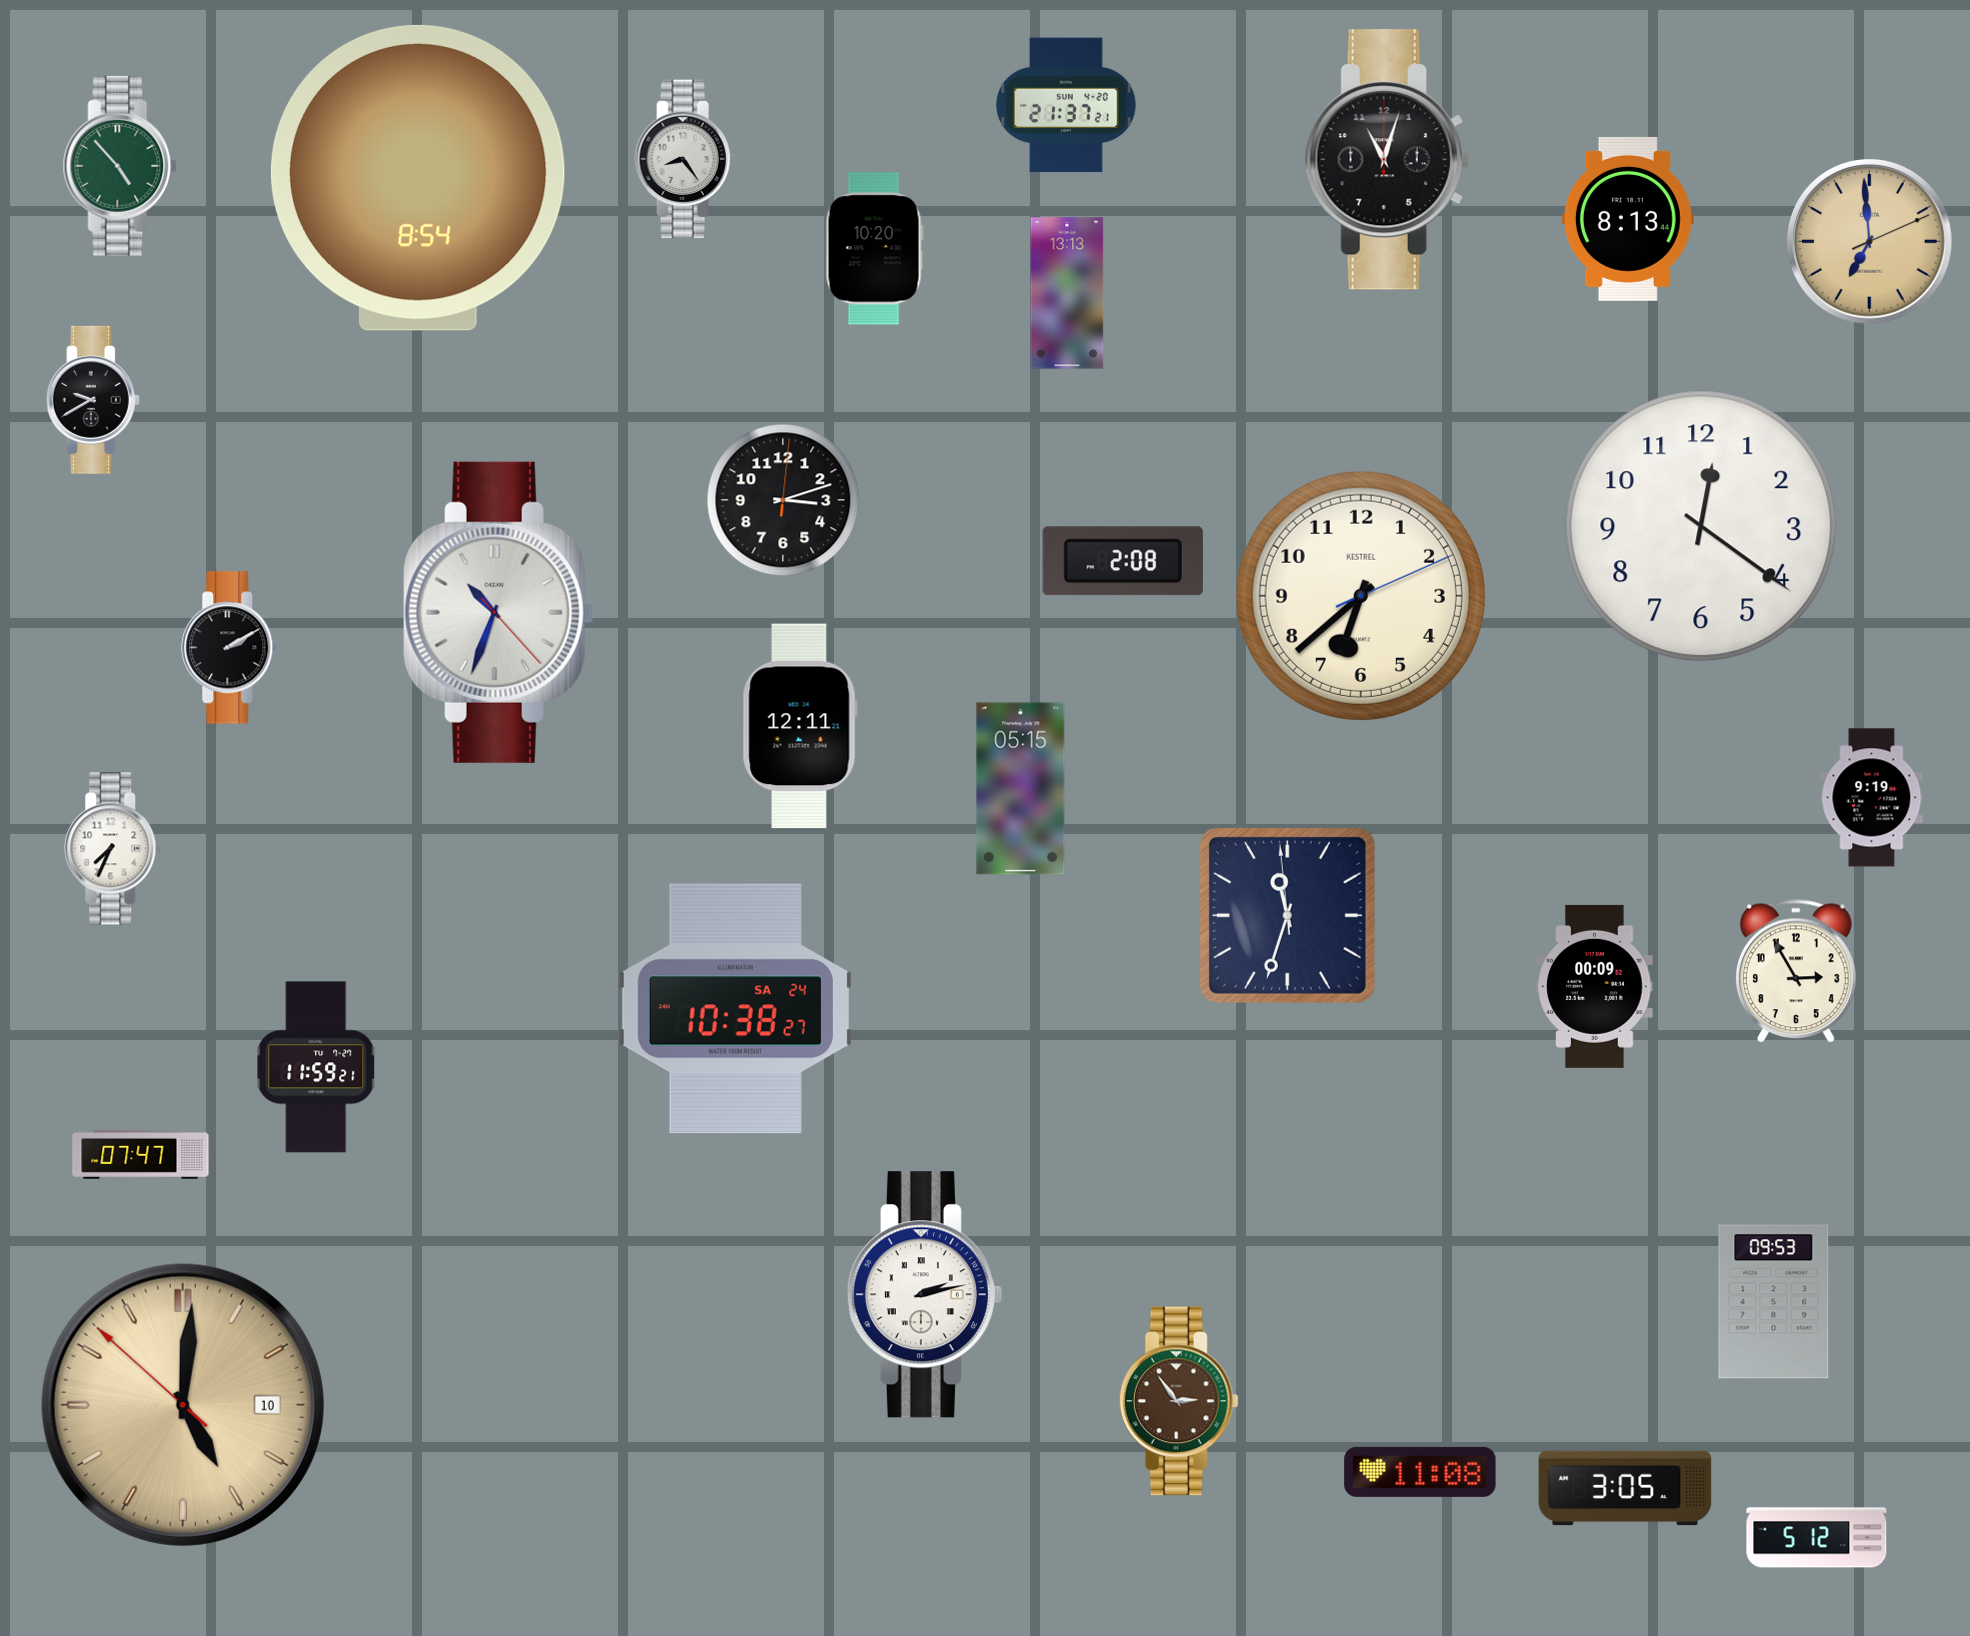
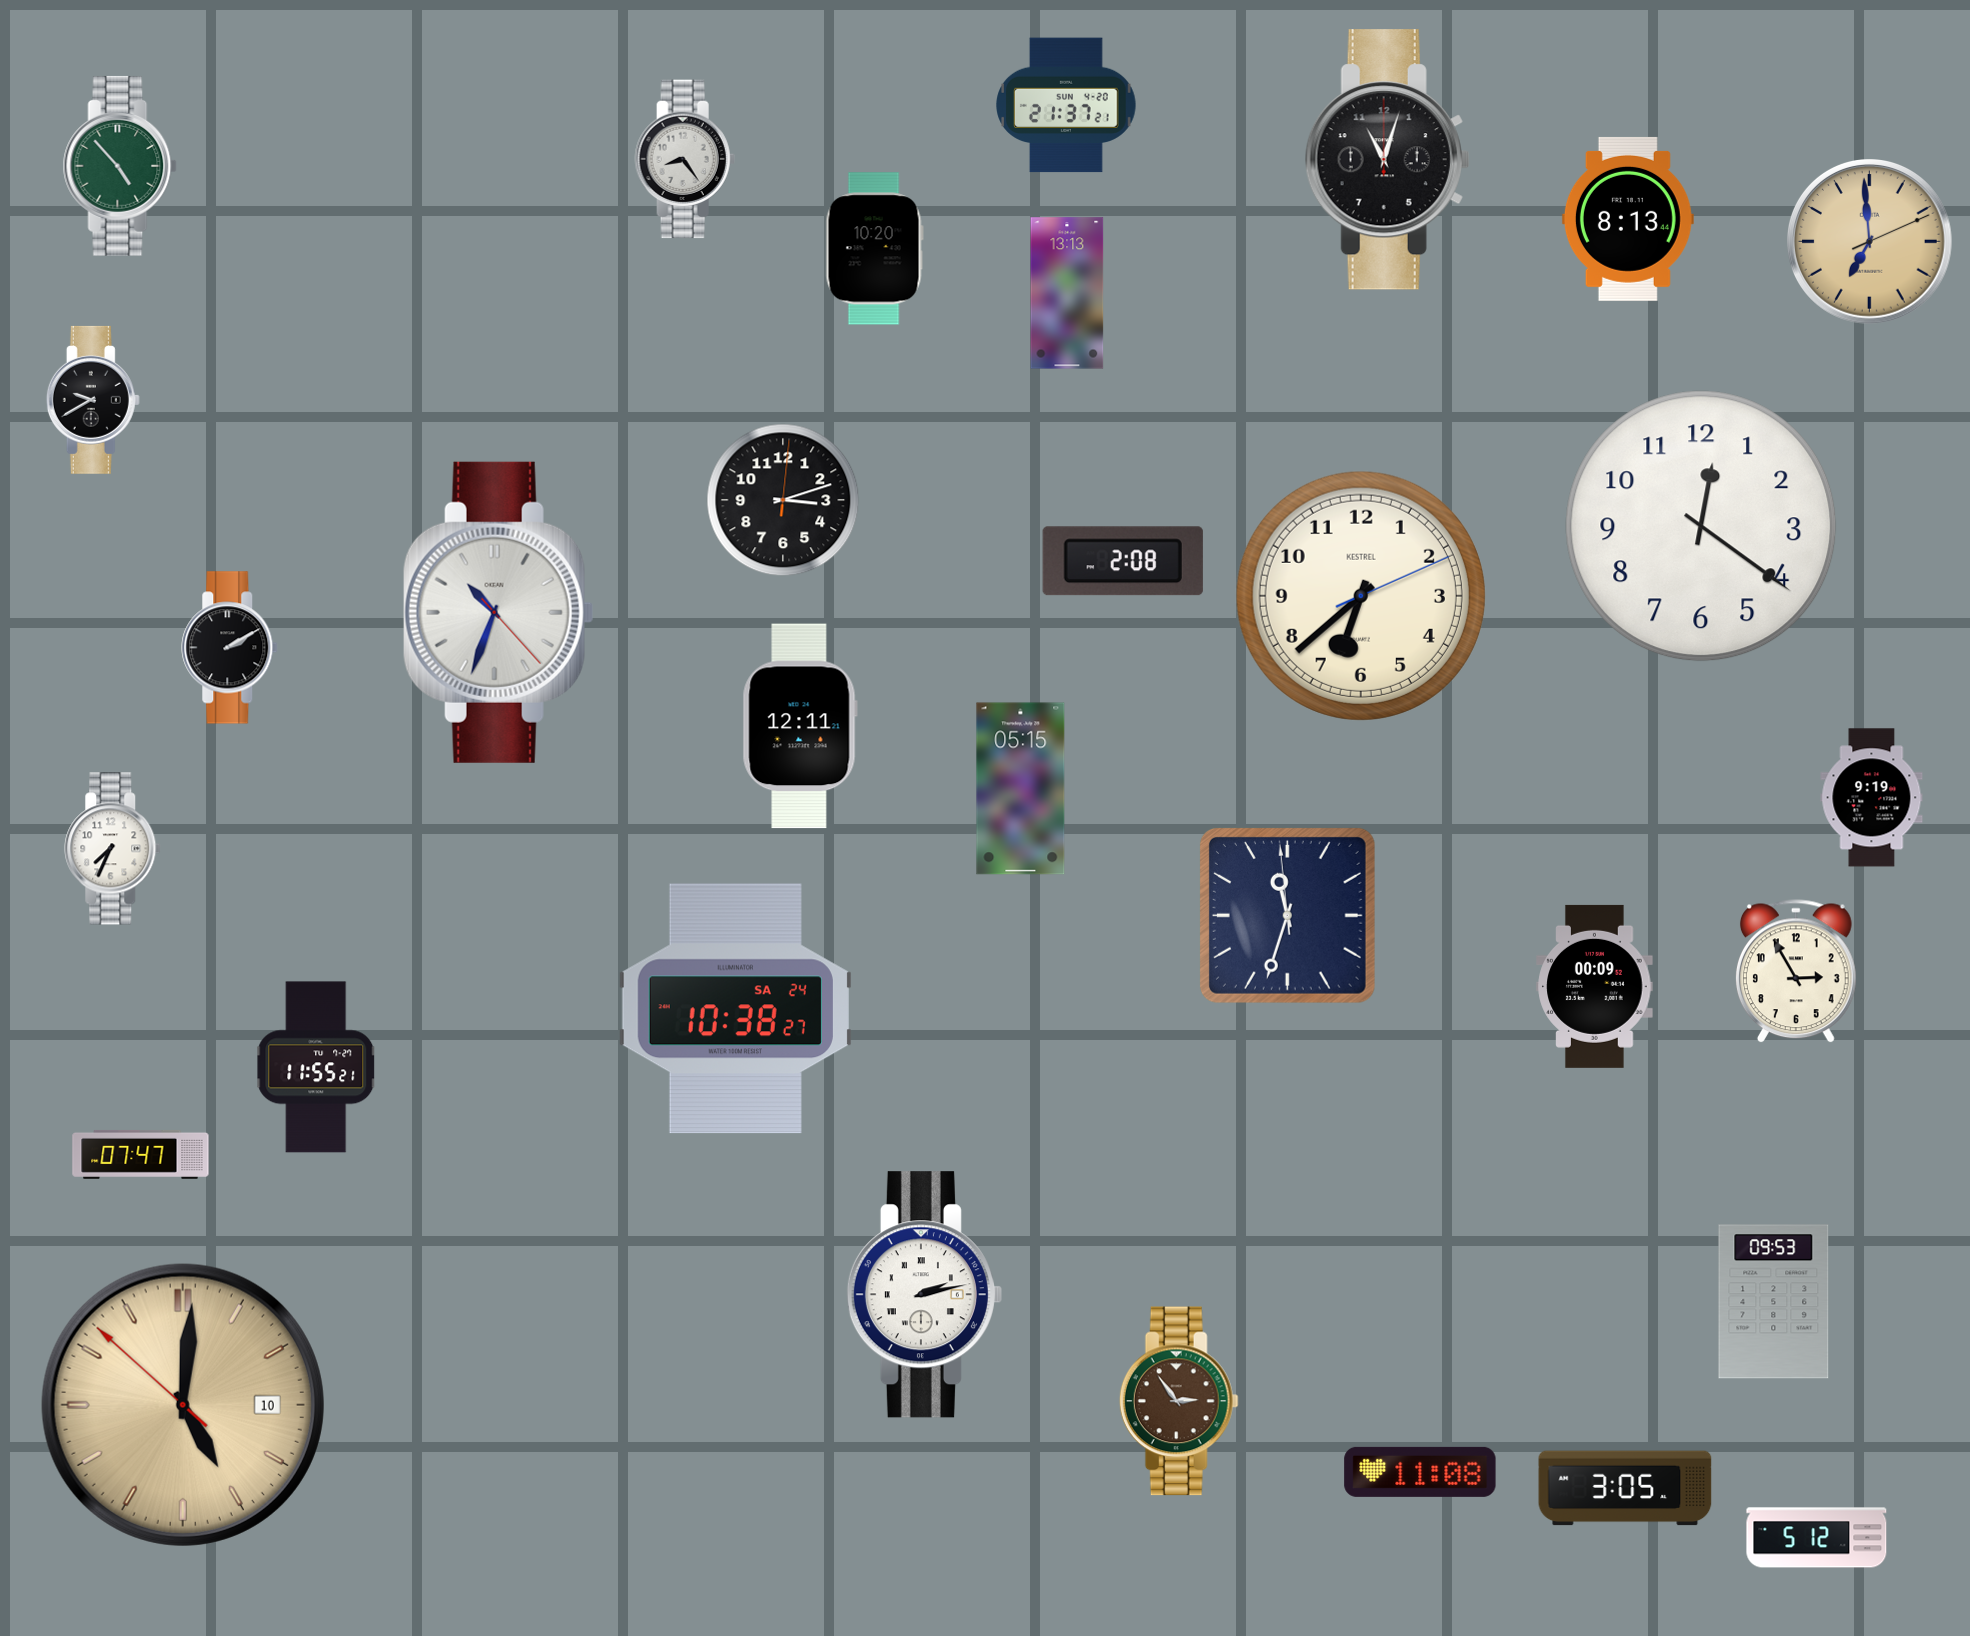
clock at (418, 178): 8:54 -> none
clock at (316, 1067): 11:59 -> 11:55
